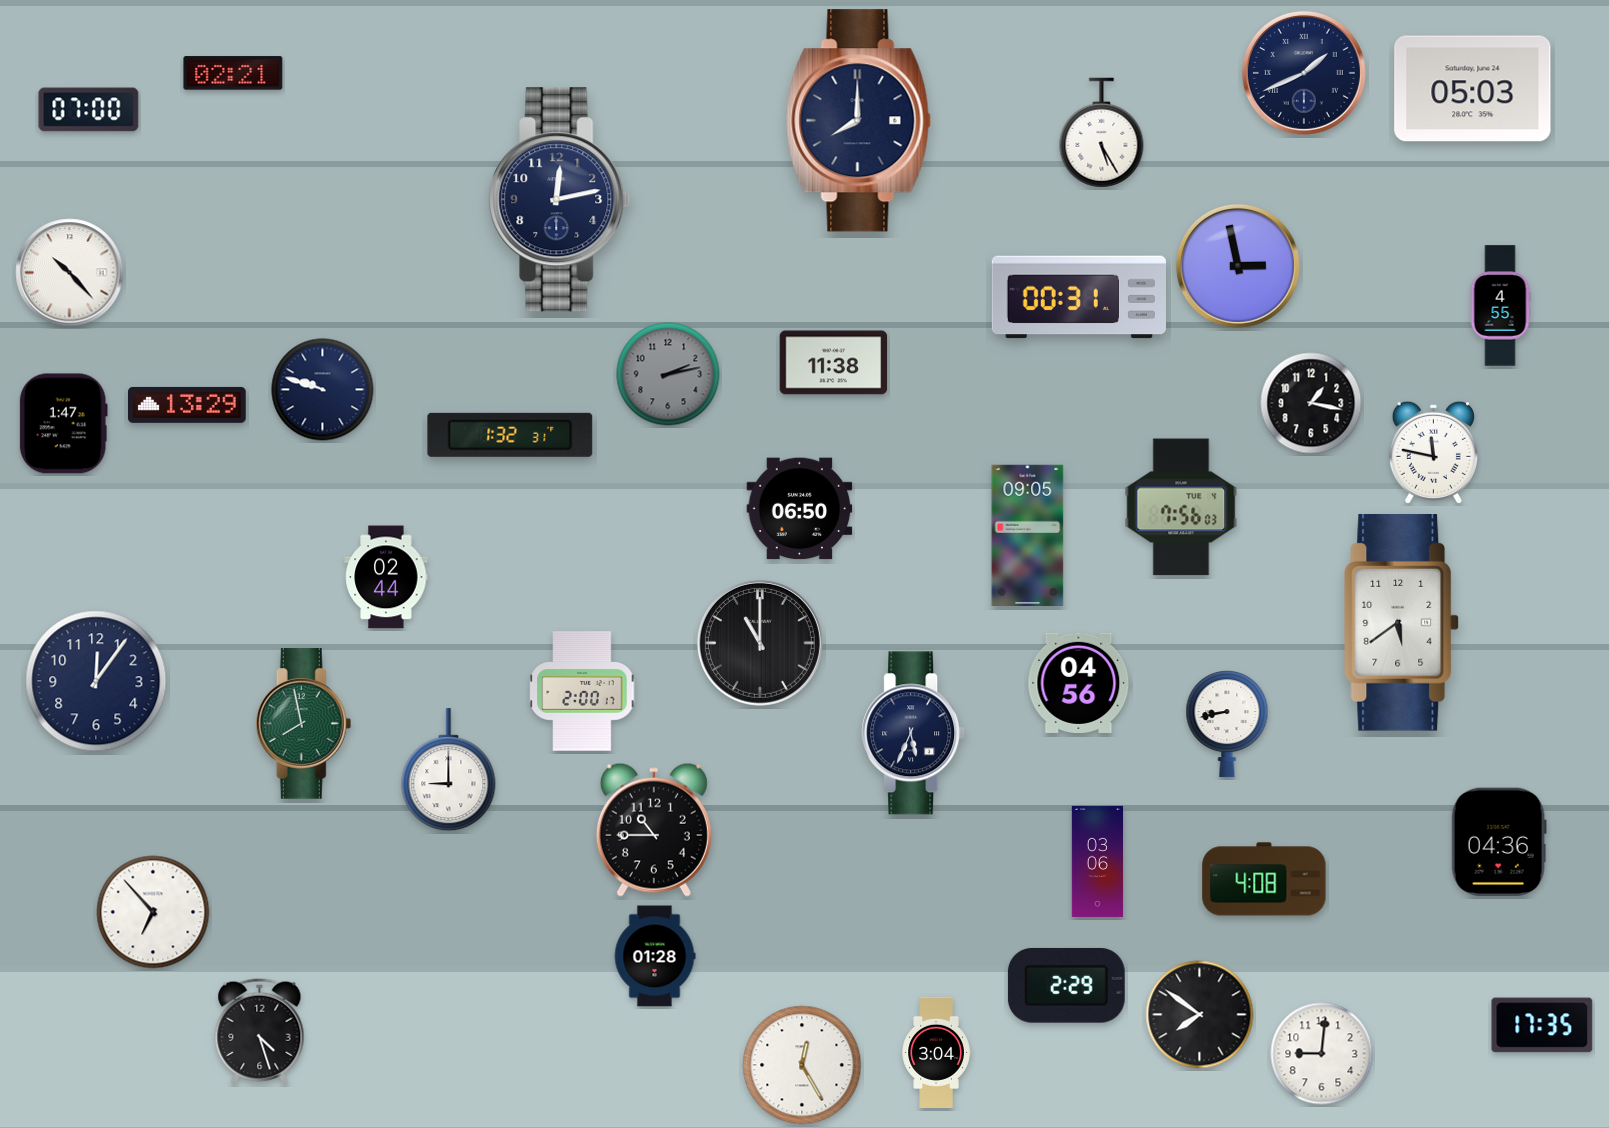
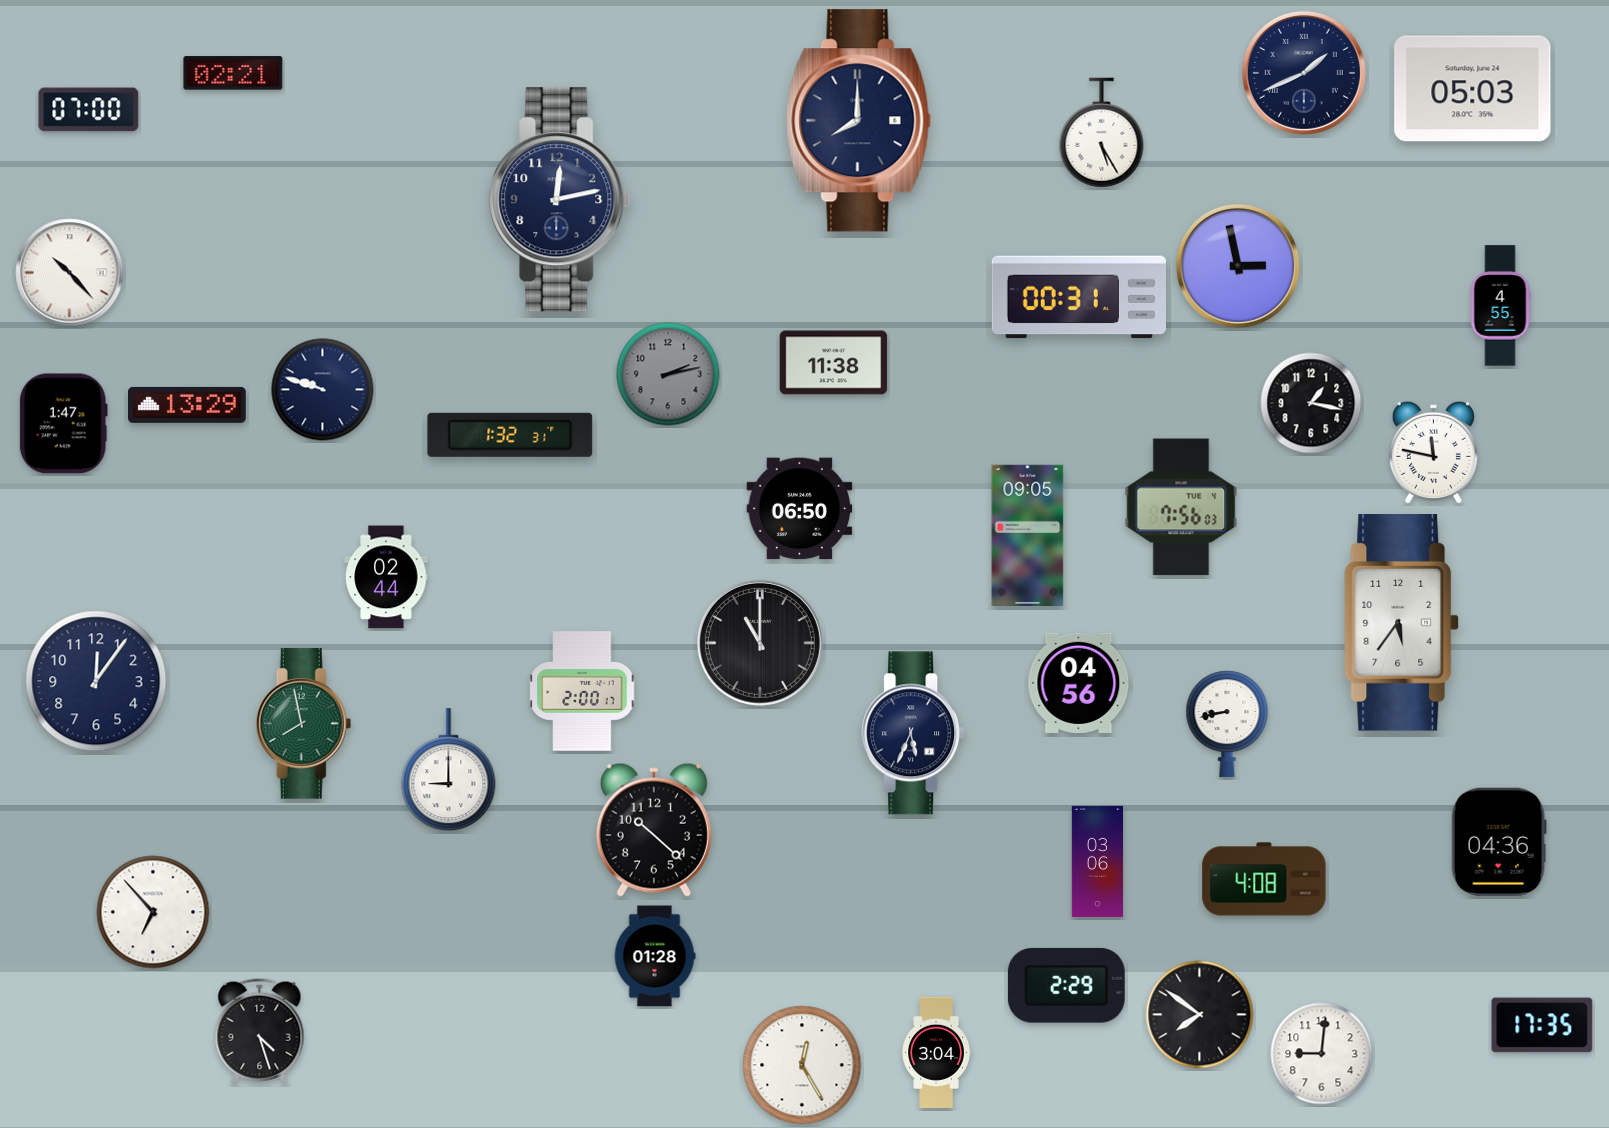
clock at (1402, 623): 5:39 -> 5:36
clock at (654, 830): 10:45 -> 10:22
